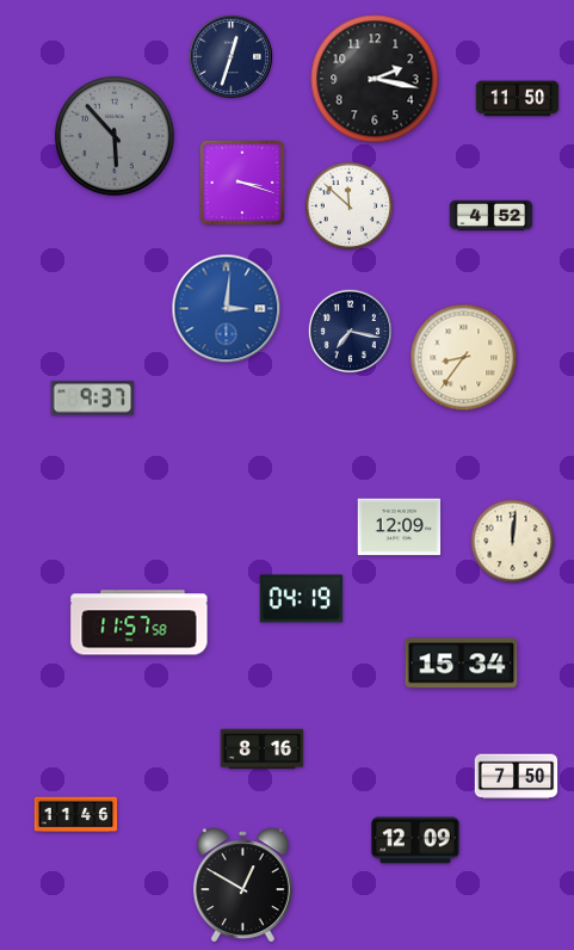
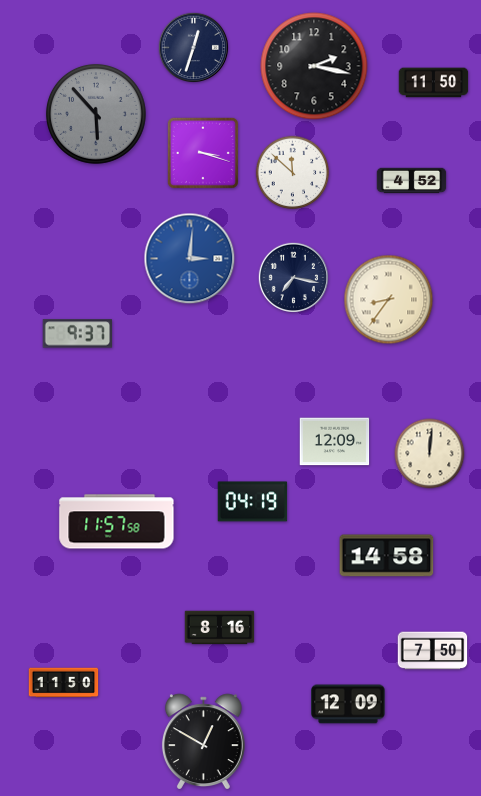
clock at (462, 664): 15:34 -> 14:58
clock at (76, 815): 11:46 -> 11:50
